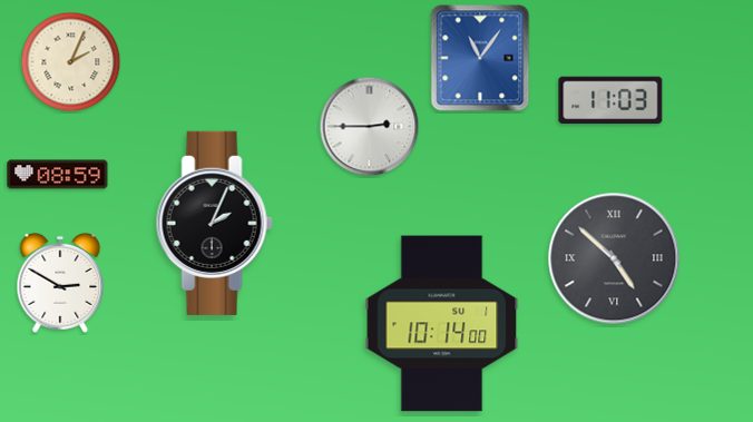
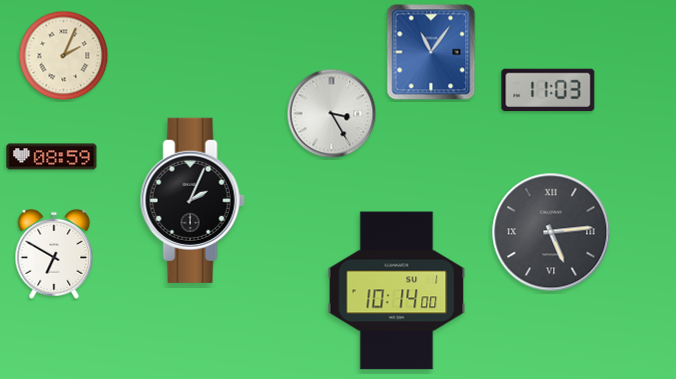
clock at (370, 127): 2:45 -> 3:25
clock at (614, 258): 4:52 -> 5:14
clock at (60, 283): 2:50 -> 6:50
